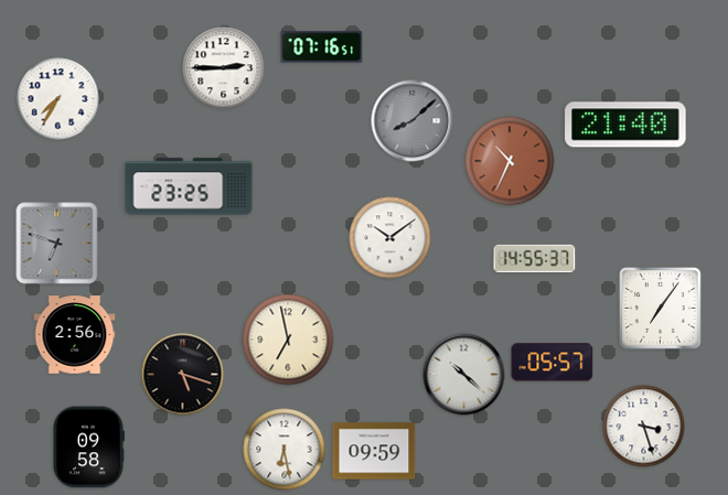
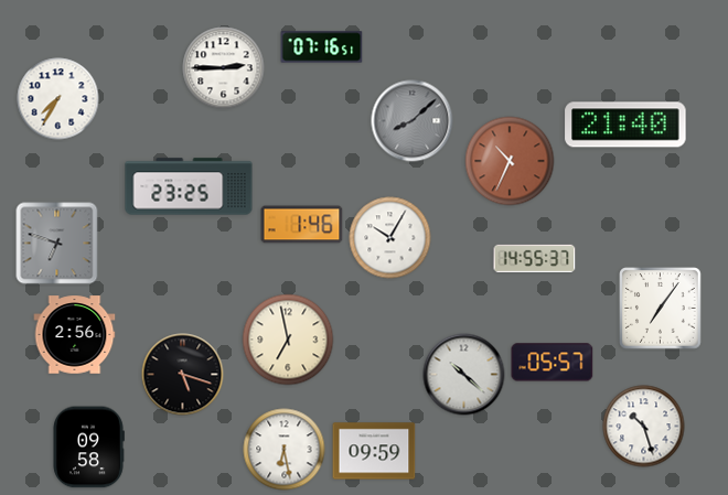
clock at (302, 225): none -> 1:46
clock at (390, 238): 10:09 -> 10:05
clock at (644, 427): 3:27 -> 10:27
